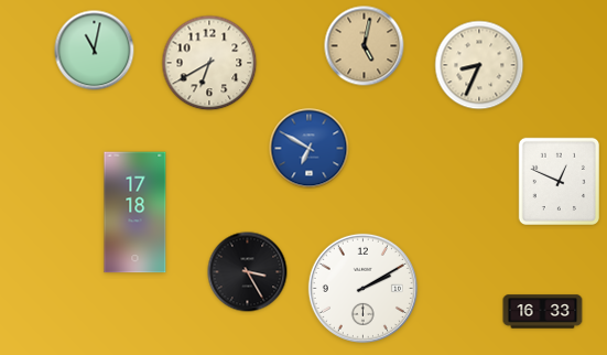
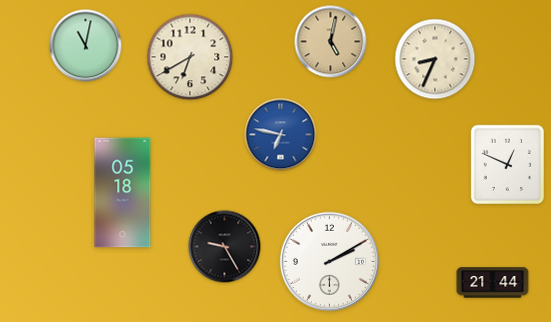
clock at (310, 149): 6:50 -> 6:47
clock at (136, 213): 17:18 -> 05:18
clock at (248, 272): 3:25 -> 9:25
clock at (543, 312): 16:33 -> 21:44
